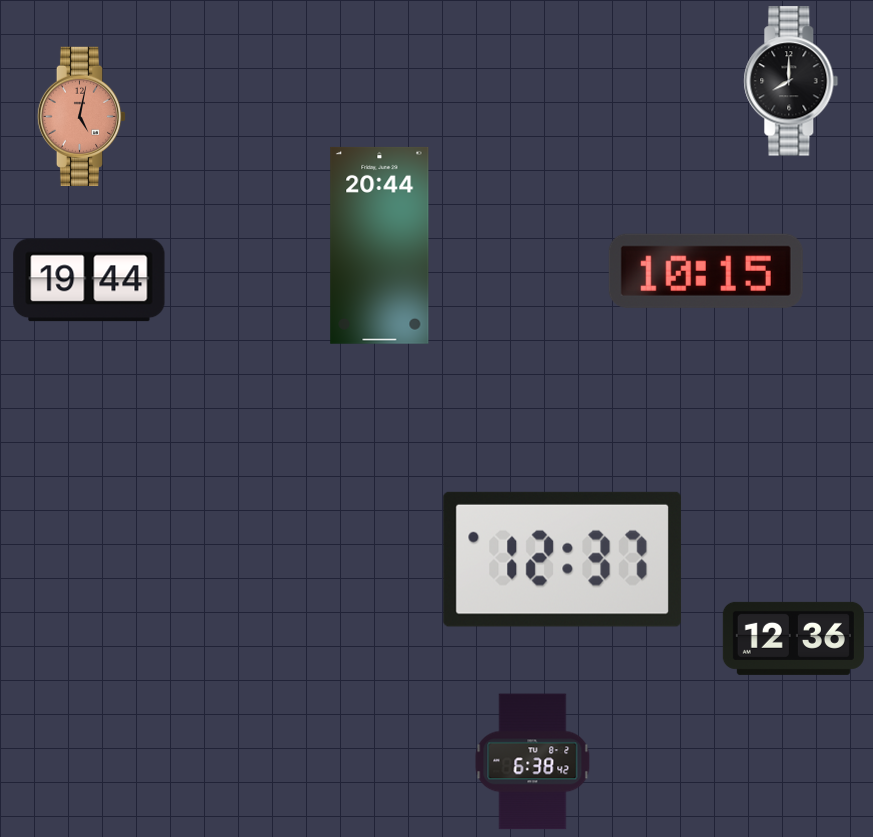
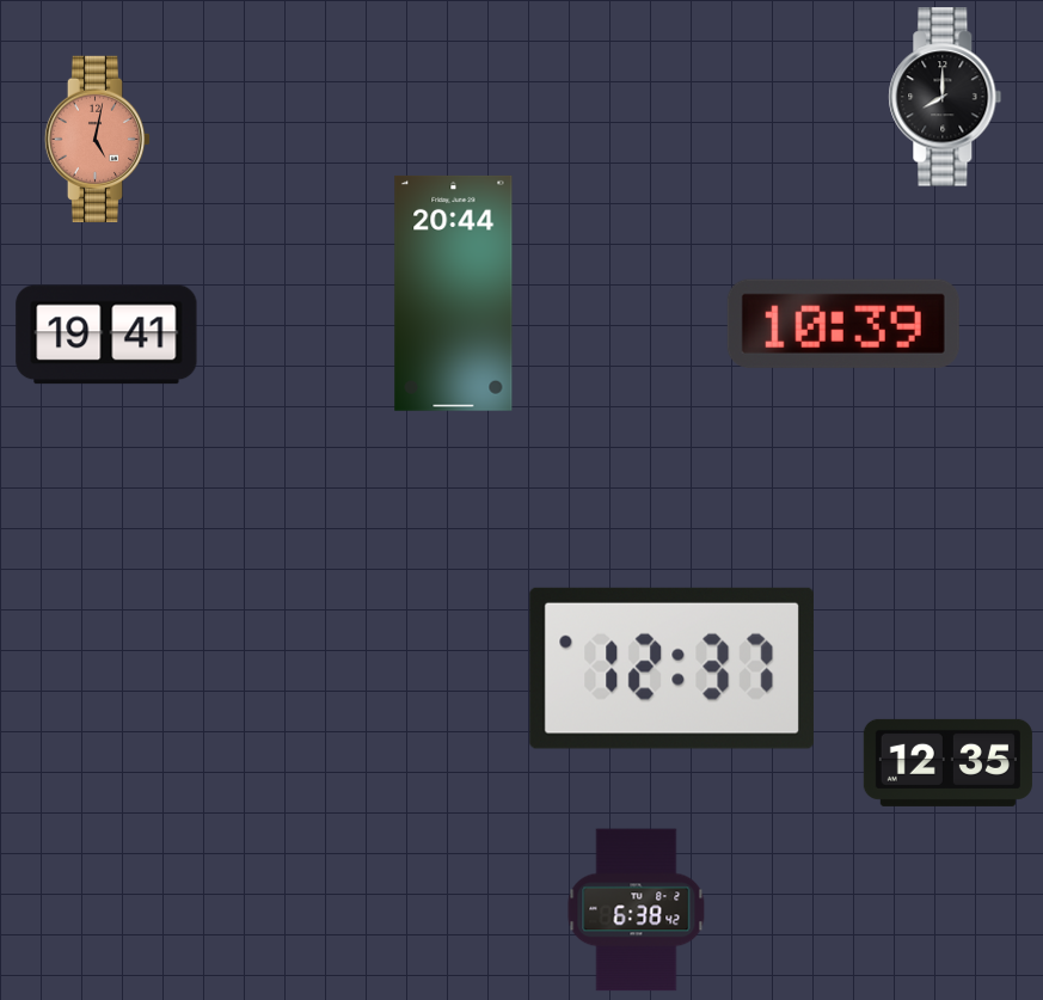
clock at (706, 271): 10:15 -> 10:39
clock at (89, 280): 19:44 -> 19:41
clock at (793, 638): 12:36 -> 12:35
